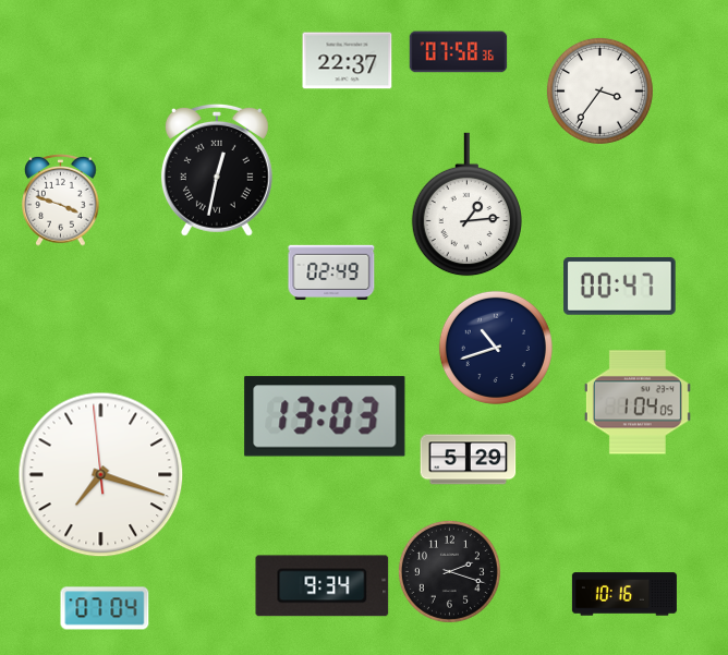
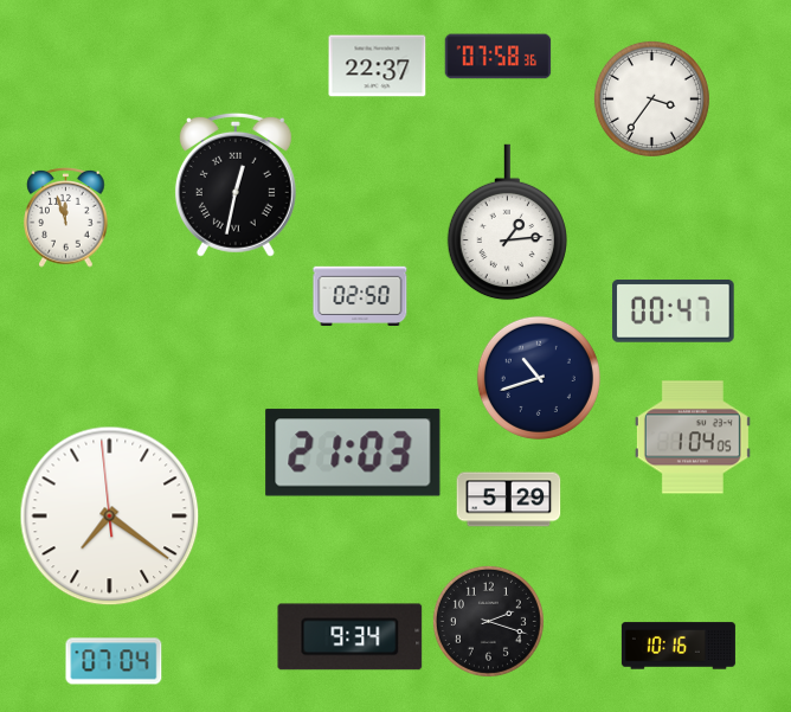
clock at (61, 201): 3:48 -> 11:57
clock at (331, 271): 02:49 -> 02:50
clock at (325, 416): 13:03 -> 21:03
clock at (101, 475): 7:17 -> 7:20
